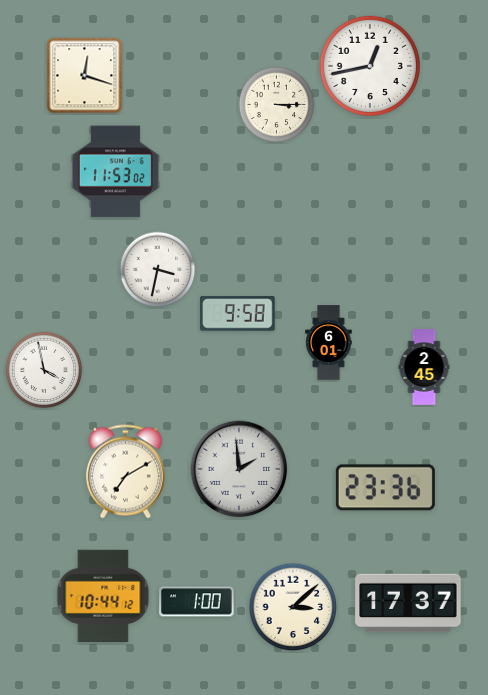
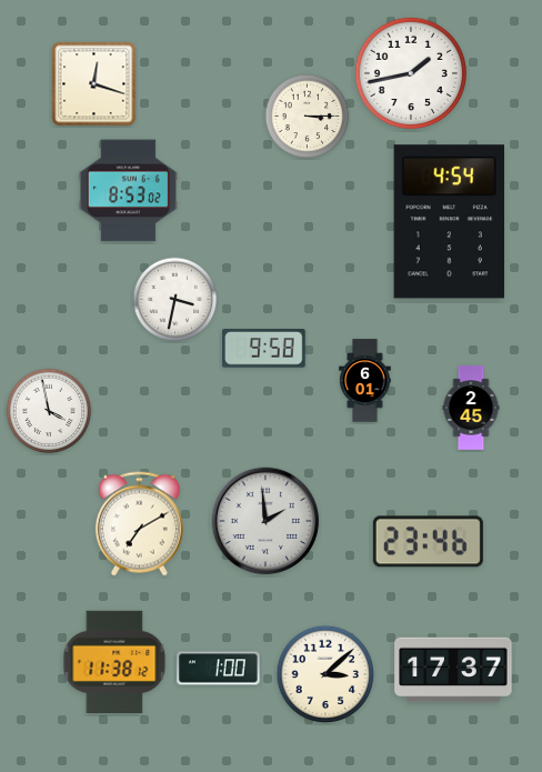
clock at (370, 66): 12:43 -> 1:43
clock at (115, 172): 11:53 -> 8:53
clock at (449, 222): none -> 4:54
clock at (385, 488): 23:36 -> 23:46
clock at (103, 595): 10:44 -> 11:38
